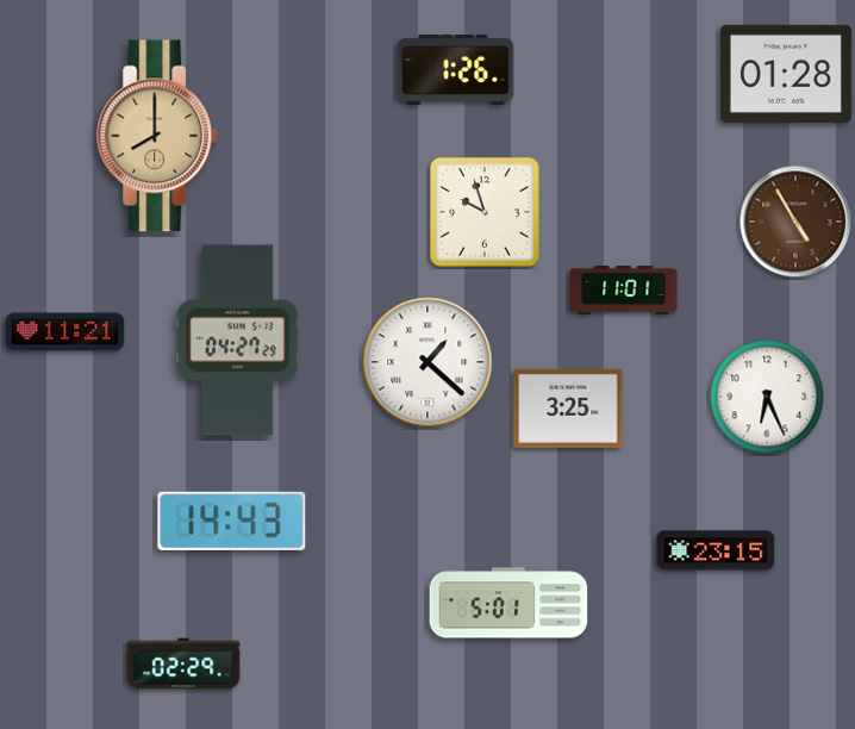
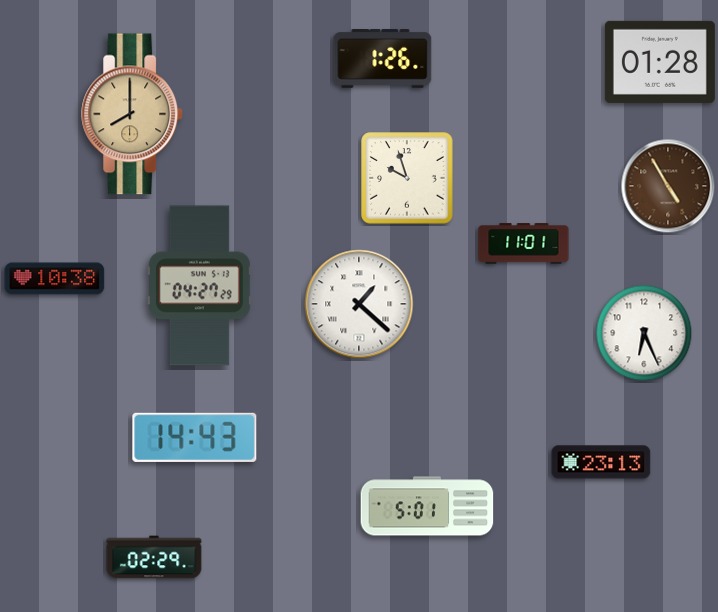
clock at (65, 332): 11:21 -> 10:38
clock at (568, 409): 3:25 -> none
clock at (716, 550): 23:15 -> 23:13
